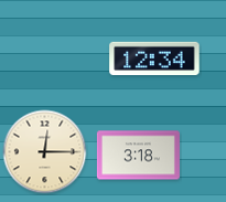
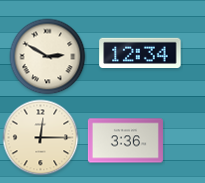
clock at (48, 57): none -> 2:50
clock at (138, 156): 3:18 -> 3:36
